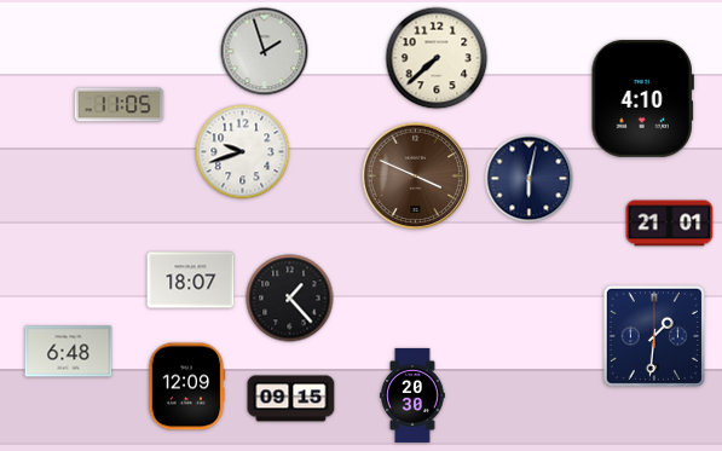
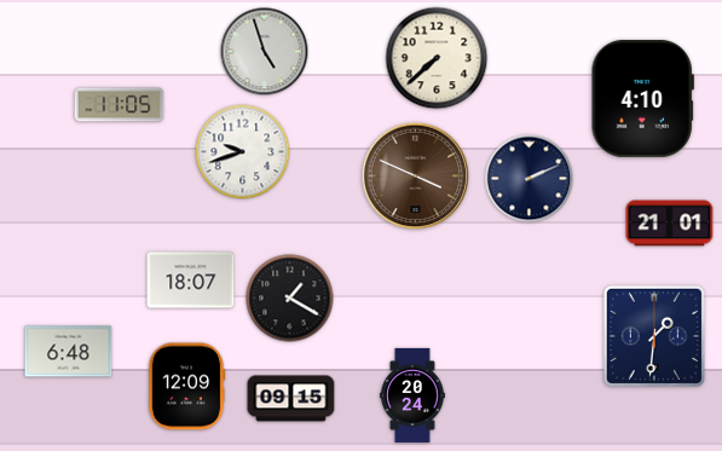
clock at (265, 52): 1:57 -> 4:57
clock at (530, 179): 6:02 -> 2:11
clock at (290, 299): 1:23 -> 1:20
clock at (414, 395): 20:30 -> 20:24
